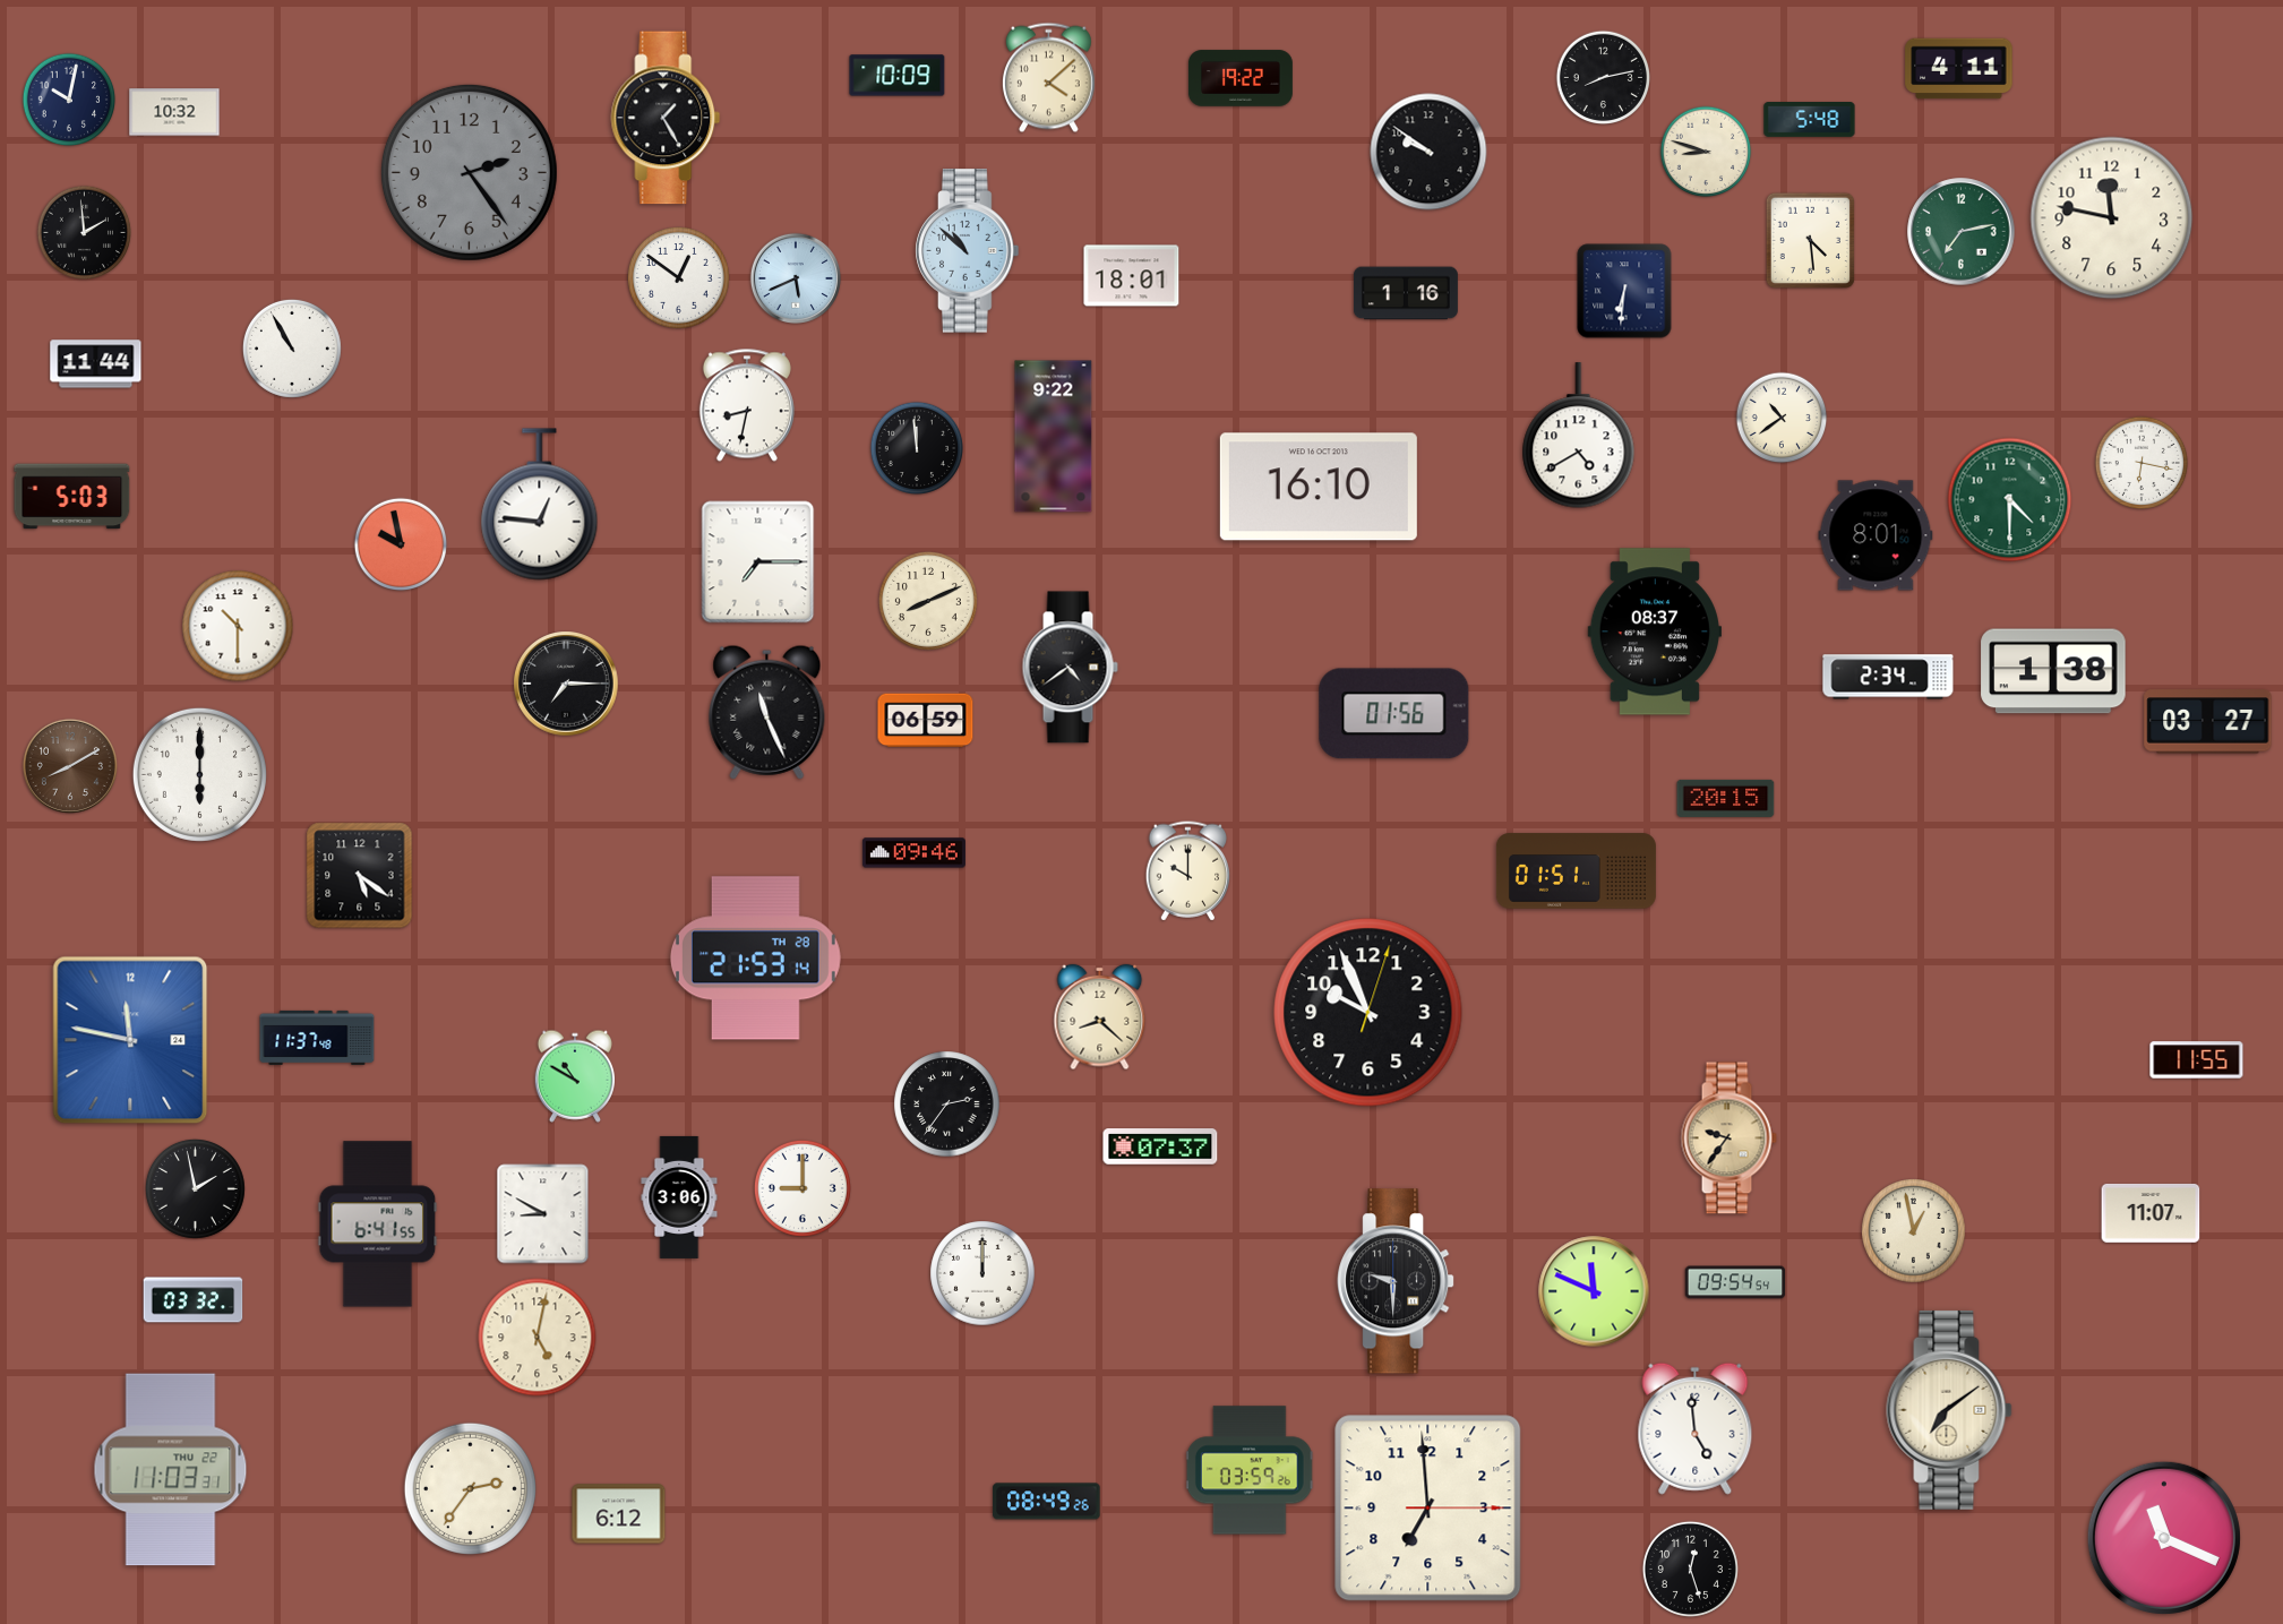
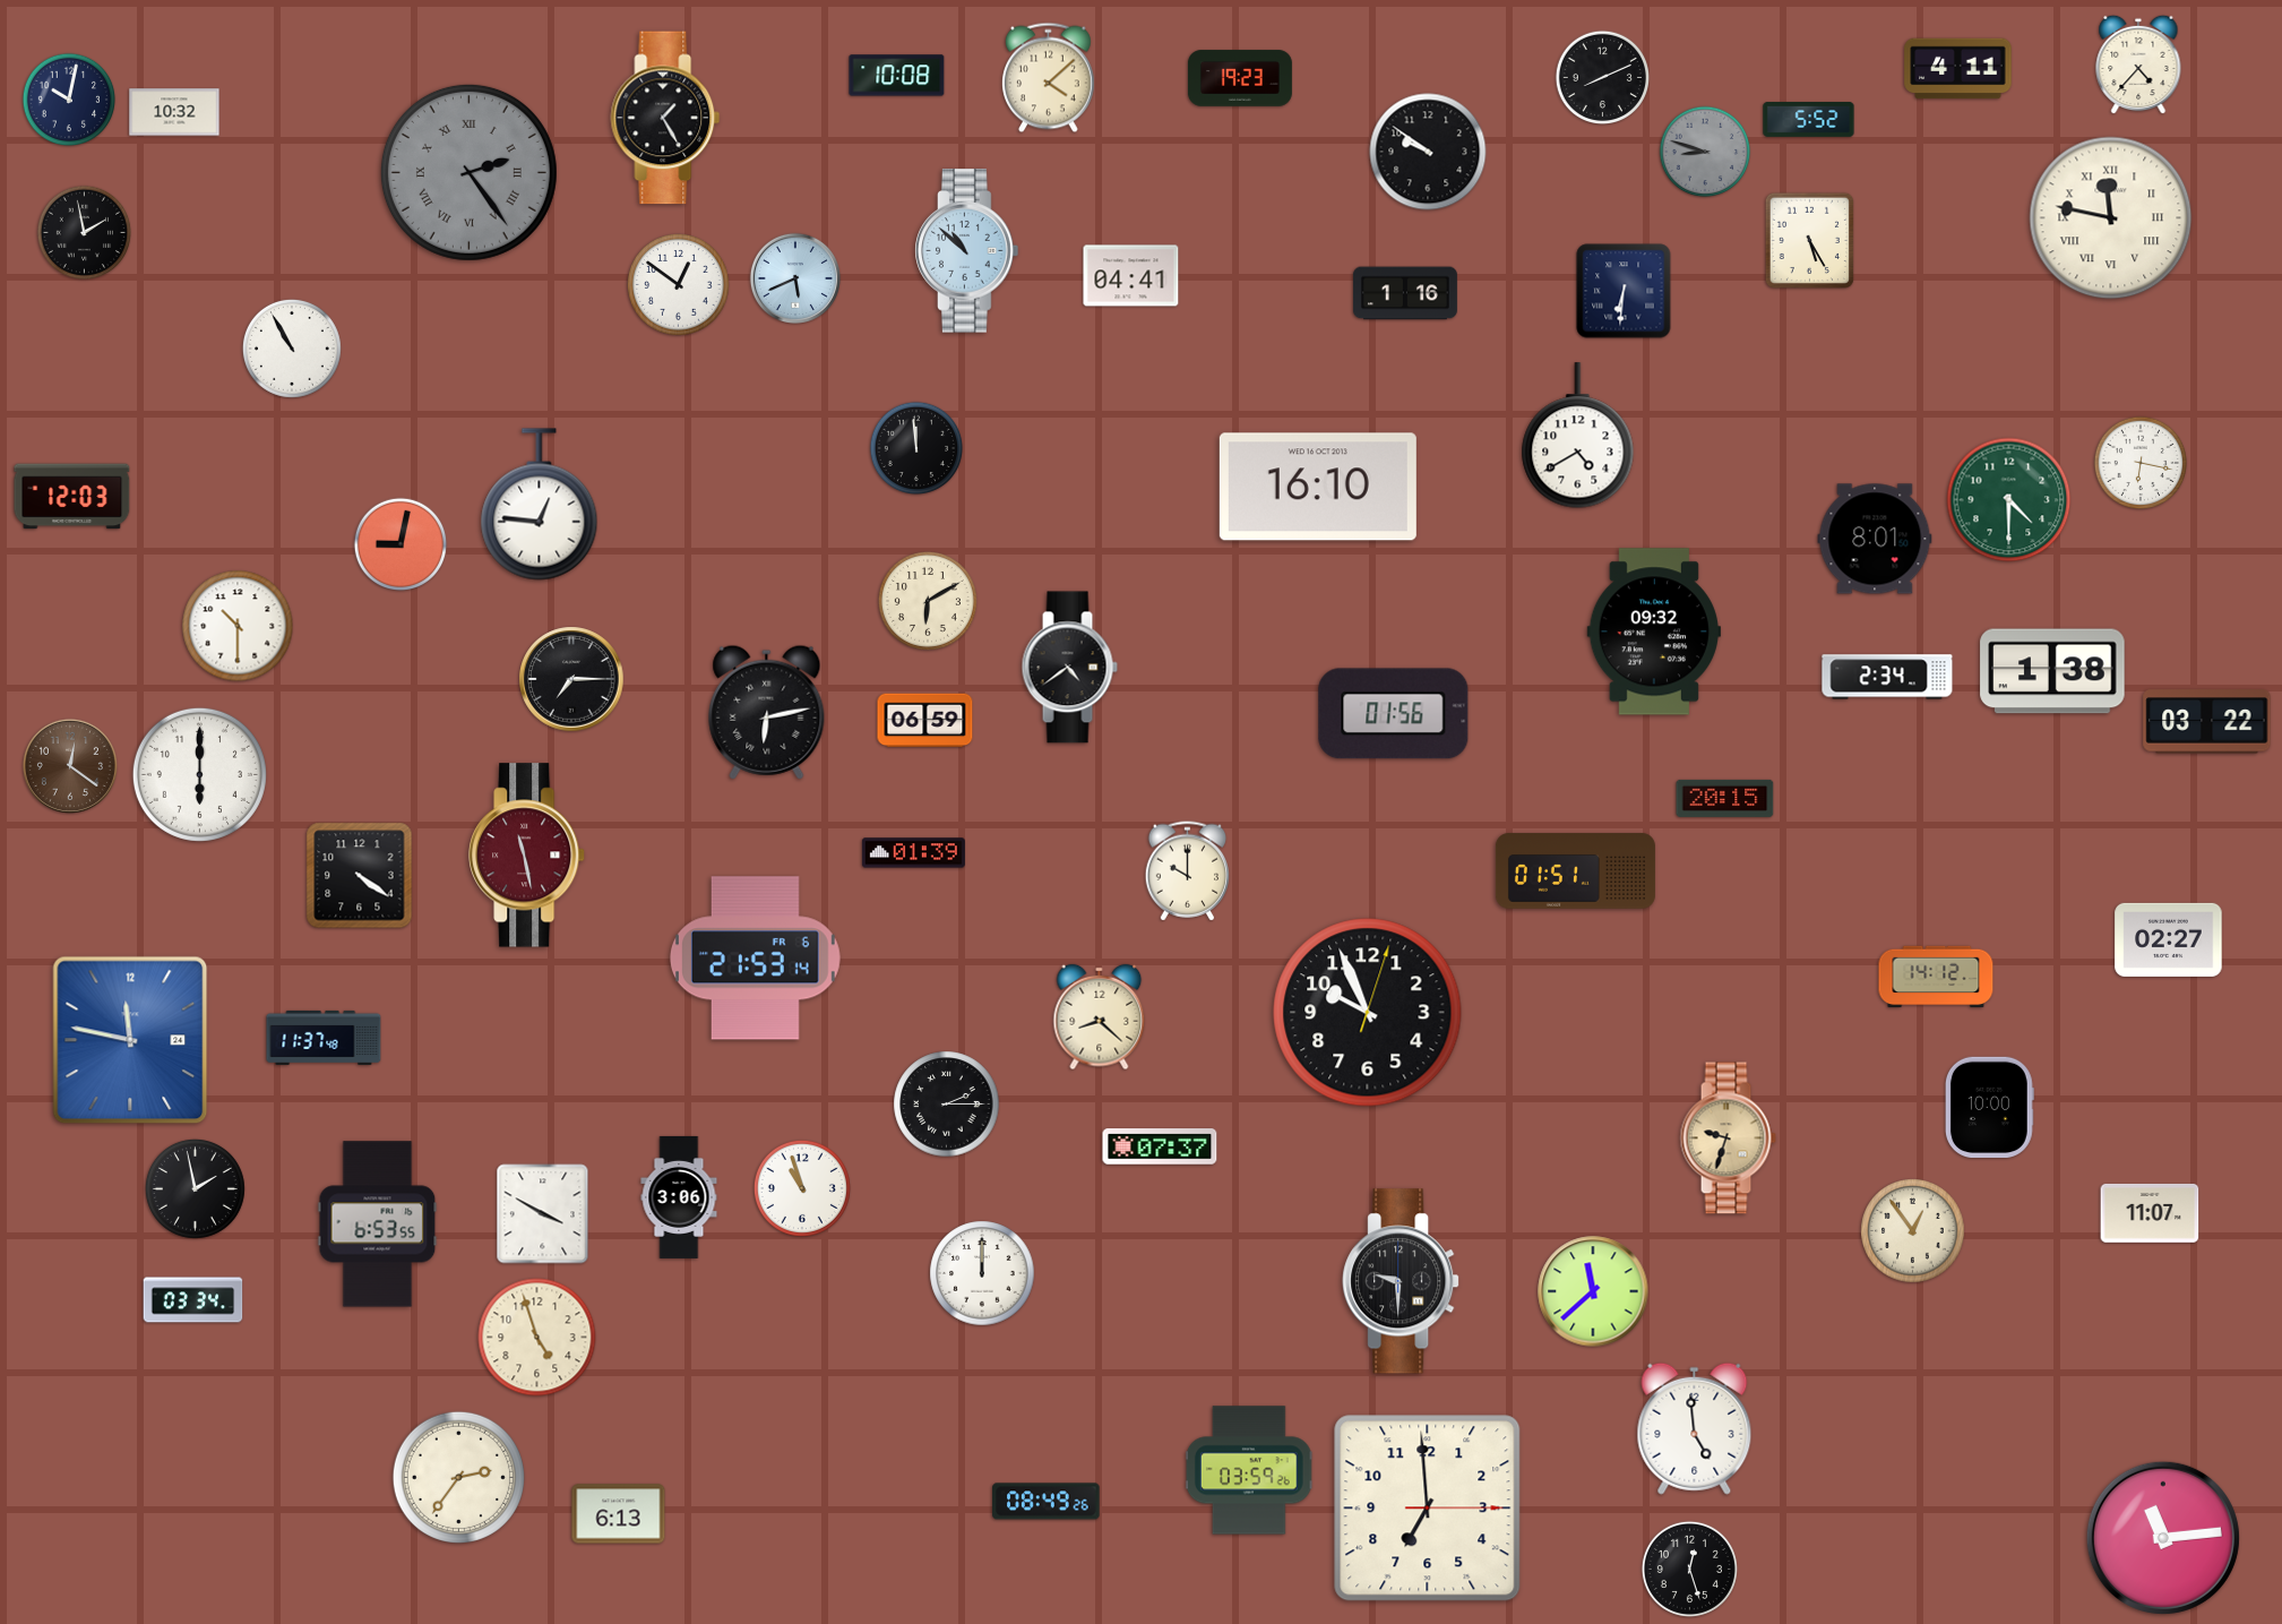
clock at (2138, 65): none -> 4:37
clock at (898, 76): 10:09 -> 10:08
clock at (1603, 77): 8:13 -> 8:11
clock at (1241, 78): 19:22 -> 19:23
clock at (1810, 120): 5:48 -> 5:52
clock at (1706, 152) dial: cream -> grey
clock at (469, 172) numerals: Arabic -> Roman
clock at (2112, 218) numerals: Arabic -> Roman
clock at (84, 232): 1:59 -> 1:58
clock at (1962, 232): 7:13 -> none
clock at (1810, 240): 4:29 -> 5:25
clock at (1132, 276): 18:01 -> 04:41
clock at (679, 278) position: (679, 278) -> (679, 285)
clock at (96, 364): 11:44 -> none
clock at (747, 405): 8:32 -> none
clock at (1782, 418): 10:39 -> none
clock at (1054, 437): 9:22 -> none
clock at (72, 497): 5:03 -> 12:03
clock at (1876, 535) position: (1876, 535) -> (1875, 539)
clock at (401, 544): 9:58 -> 9:02
clock at (758, 562): 7:15 -> none
clock at (928, 601): 8:11 -> 6:10
clock at (1655, 631): 08:37 -> 09:32
clock at (566, 684) position: (566, 684) -> (571, 679)
clock at (767, 712): 11:26 -> 6:13
clock at (2208, 722): 03:27 -> 03:22
clock at (70, 766): 8:10 -> 12:21
clock at (913, 853): 09:46 -> 01:39
clock at (528, 856): none -> 11:28
clock at (360, 876): 5:21 -> 4:21
clock at (2169, 939): none -> 02:27
clock at (755, 959) date: TH 28 -> FR 6
clock at (1936, 977): none -> 14:12
clock at (317, 1038) position: (317, 1038) -> (324, 1038)
clock at (2197, 1060): 11:55 -> none
clock at (574, 1076): 10:50 -> none
clock at (947, 1105): 2:36 -> 2:15
clock at (1989, 1107): none -> 10:00
clock at (1728, 1138): 9:36 -> 9:33
clock at (803, 1188): 9:00 -> 10:57
clock at (543, 1214): 8:50 -> 3:50
clock at (378, 1225): 6:41 -> 6:53
clock at (1914, 1231): 12:58 -> 12:54
clock at (1396, 1281) position: (1396, 1281) -> (1401, 1281)
clock at (1735, 1282): 09:54 -> none
clock at (1594, 1291): 11:49 -> 11:38
clock at (194, 1300): 03:32 -> 03:34
clock at (538, 1338): 5:02 -> 4:57
clock at (1949, 1410): 7:09 -> none
clock at (171, 1470): 11:03 -> none
clock at (470, 1488) position: (470, 1488) -> (458, 1477)
clock at (619, 1514): 6:12 -> 6:13
clock at (2164, 1538): 11:19 -> 11:14
